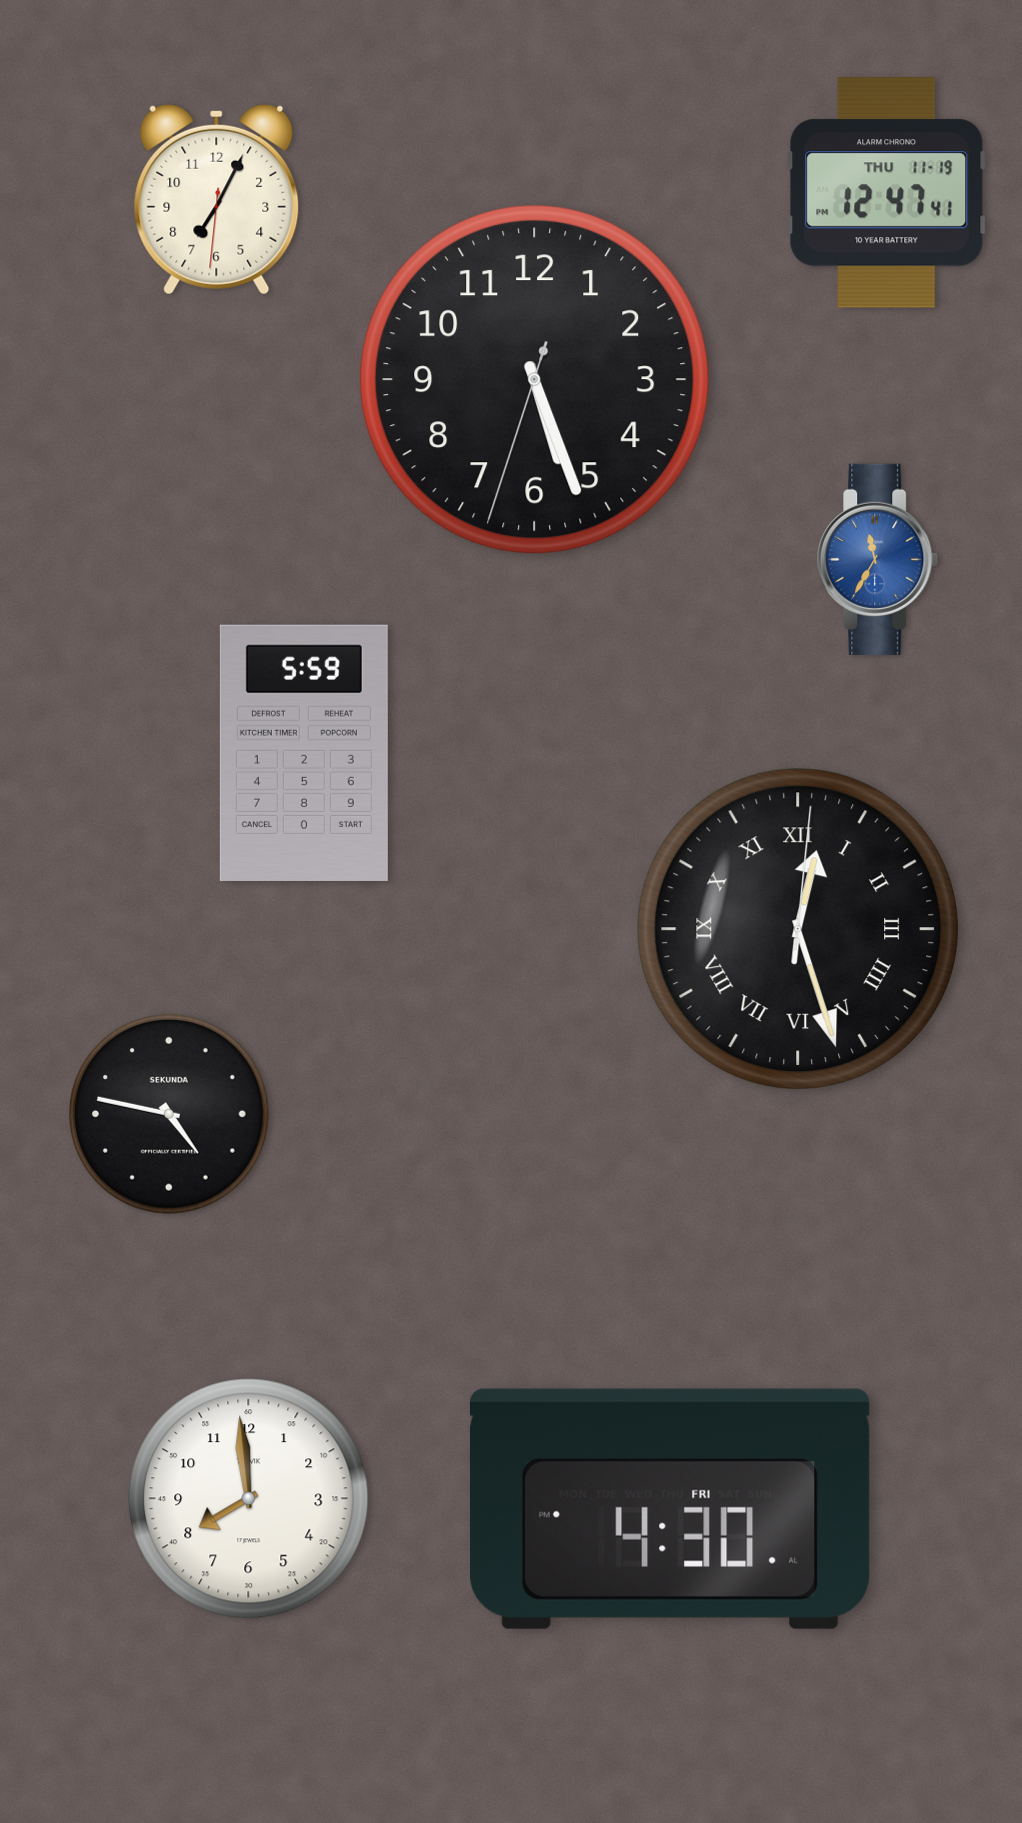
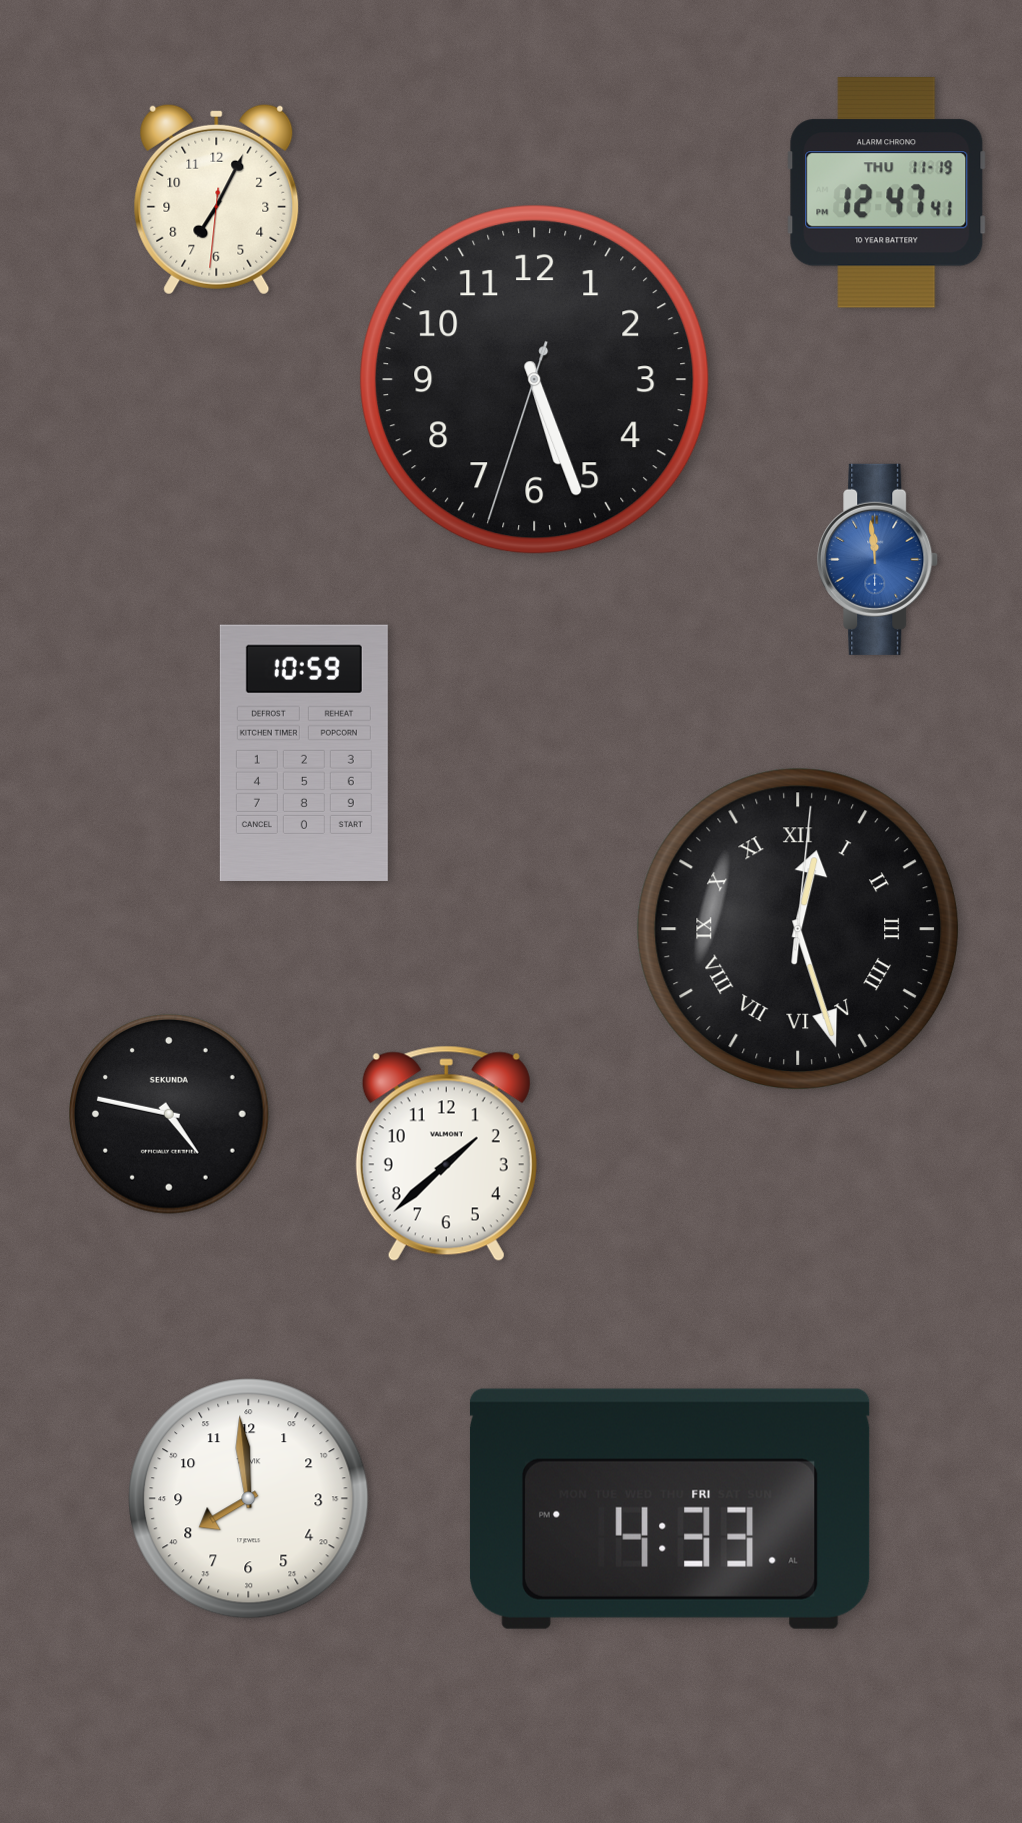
clock at (878, 559): 11:35 -> 11:59
clock at (304, 753): 5:59 -> 10:59
clock at (446, 1154): none -> 1:38
clock at (670, 1509): 4:30 -> 4:33
